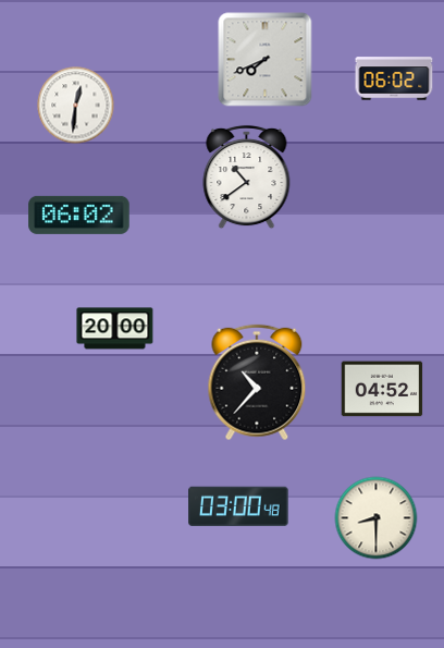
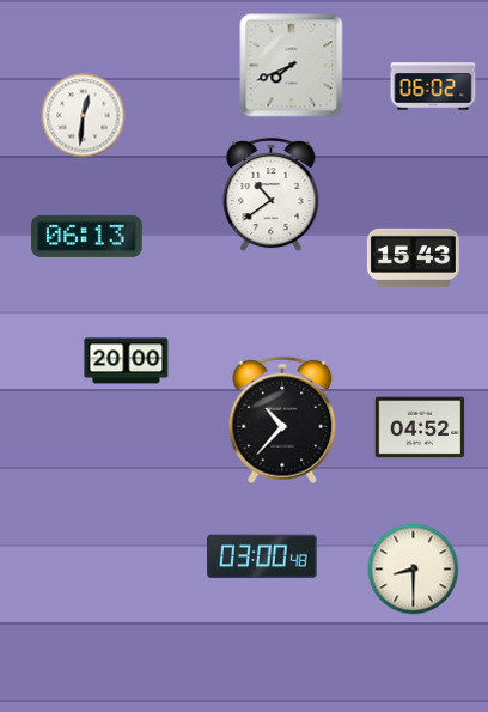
clock at (79, 215): 06:02 -> 06:13
clock at (413, 257): none -> 15:43
